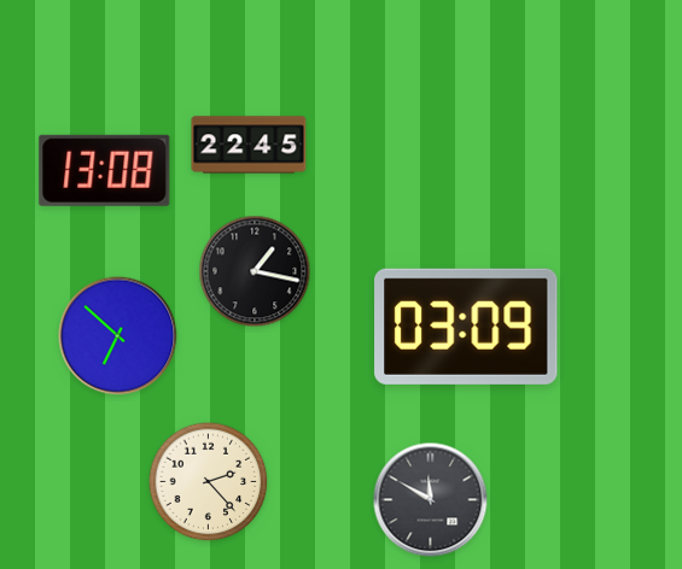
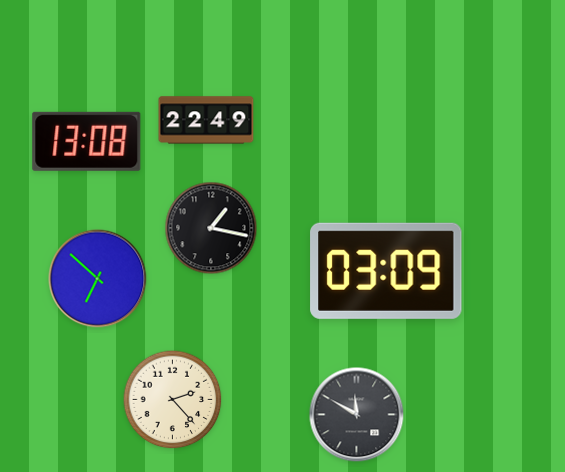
clock at (249, 145): 22:45 -> 22:49
clock at (255, 271) position: (255, 271) -> (211, 228)
